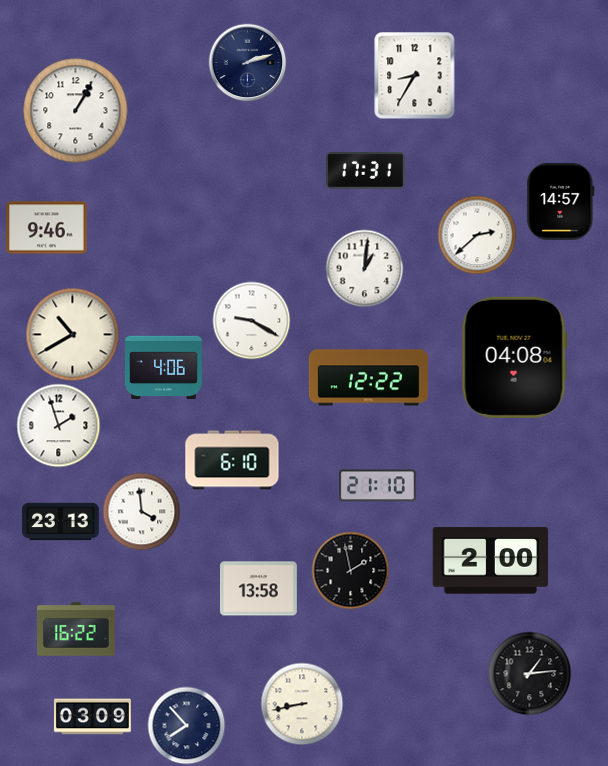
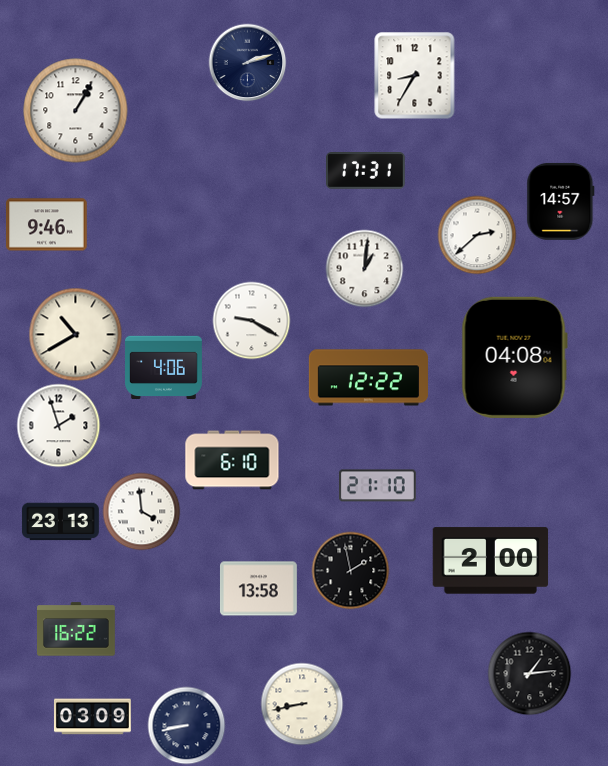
clock at (47, 228) position: (47, 228) -> (47, 225)
clock at (72, 334) position: (72, 334) -> (75, 334)
clock at (186, 725): 7:53 -> 8:43
